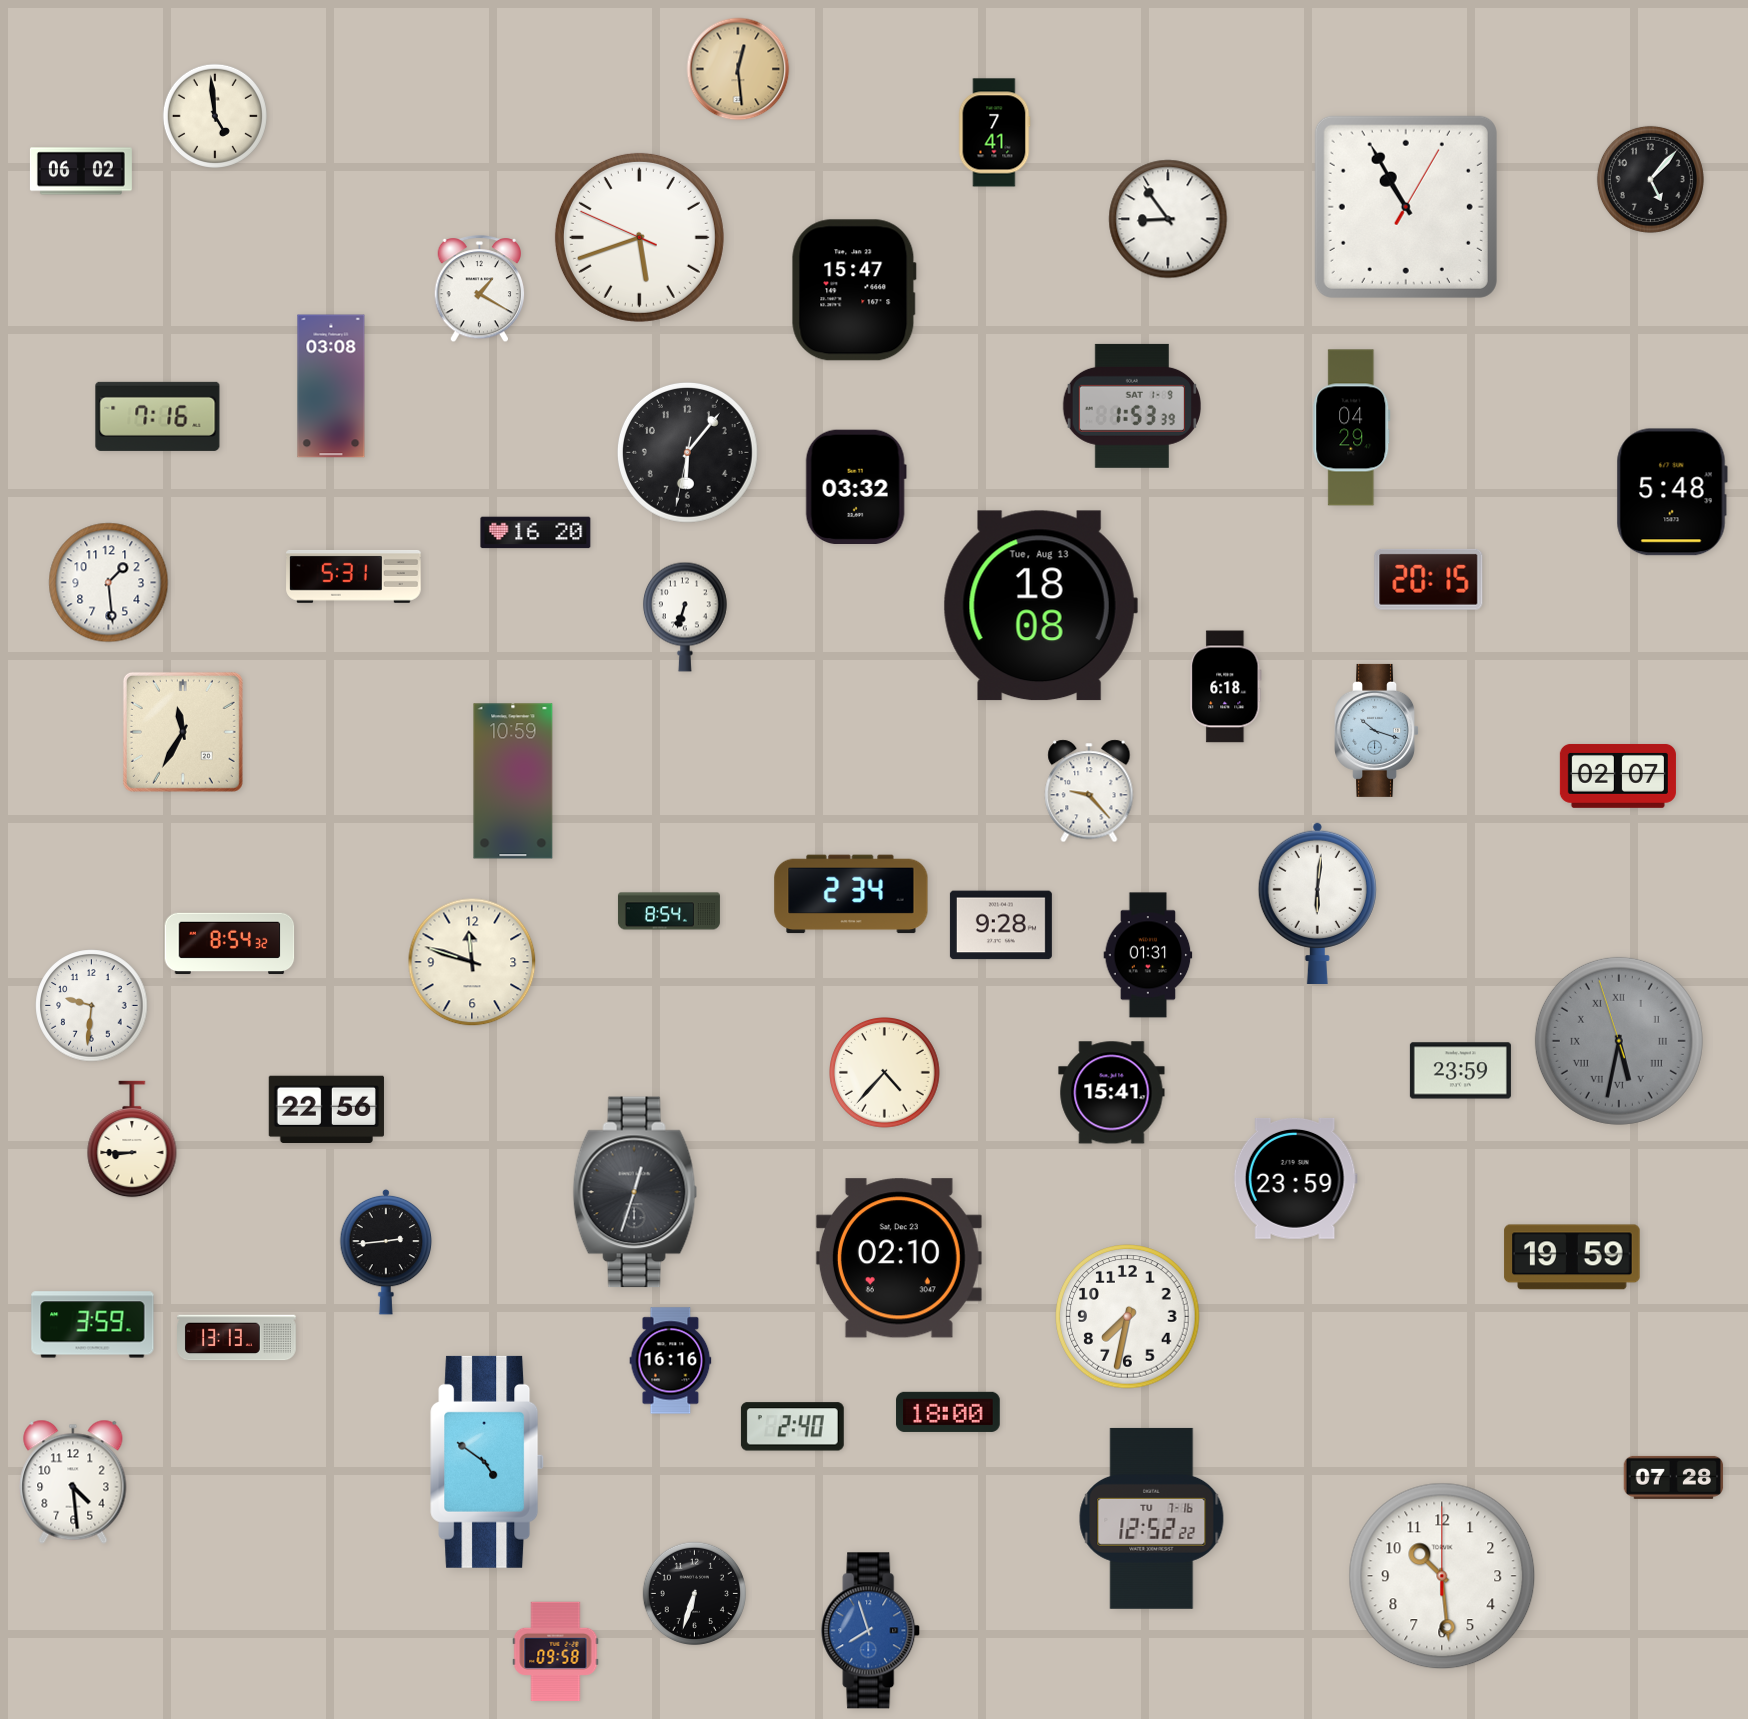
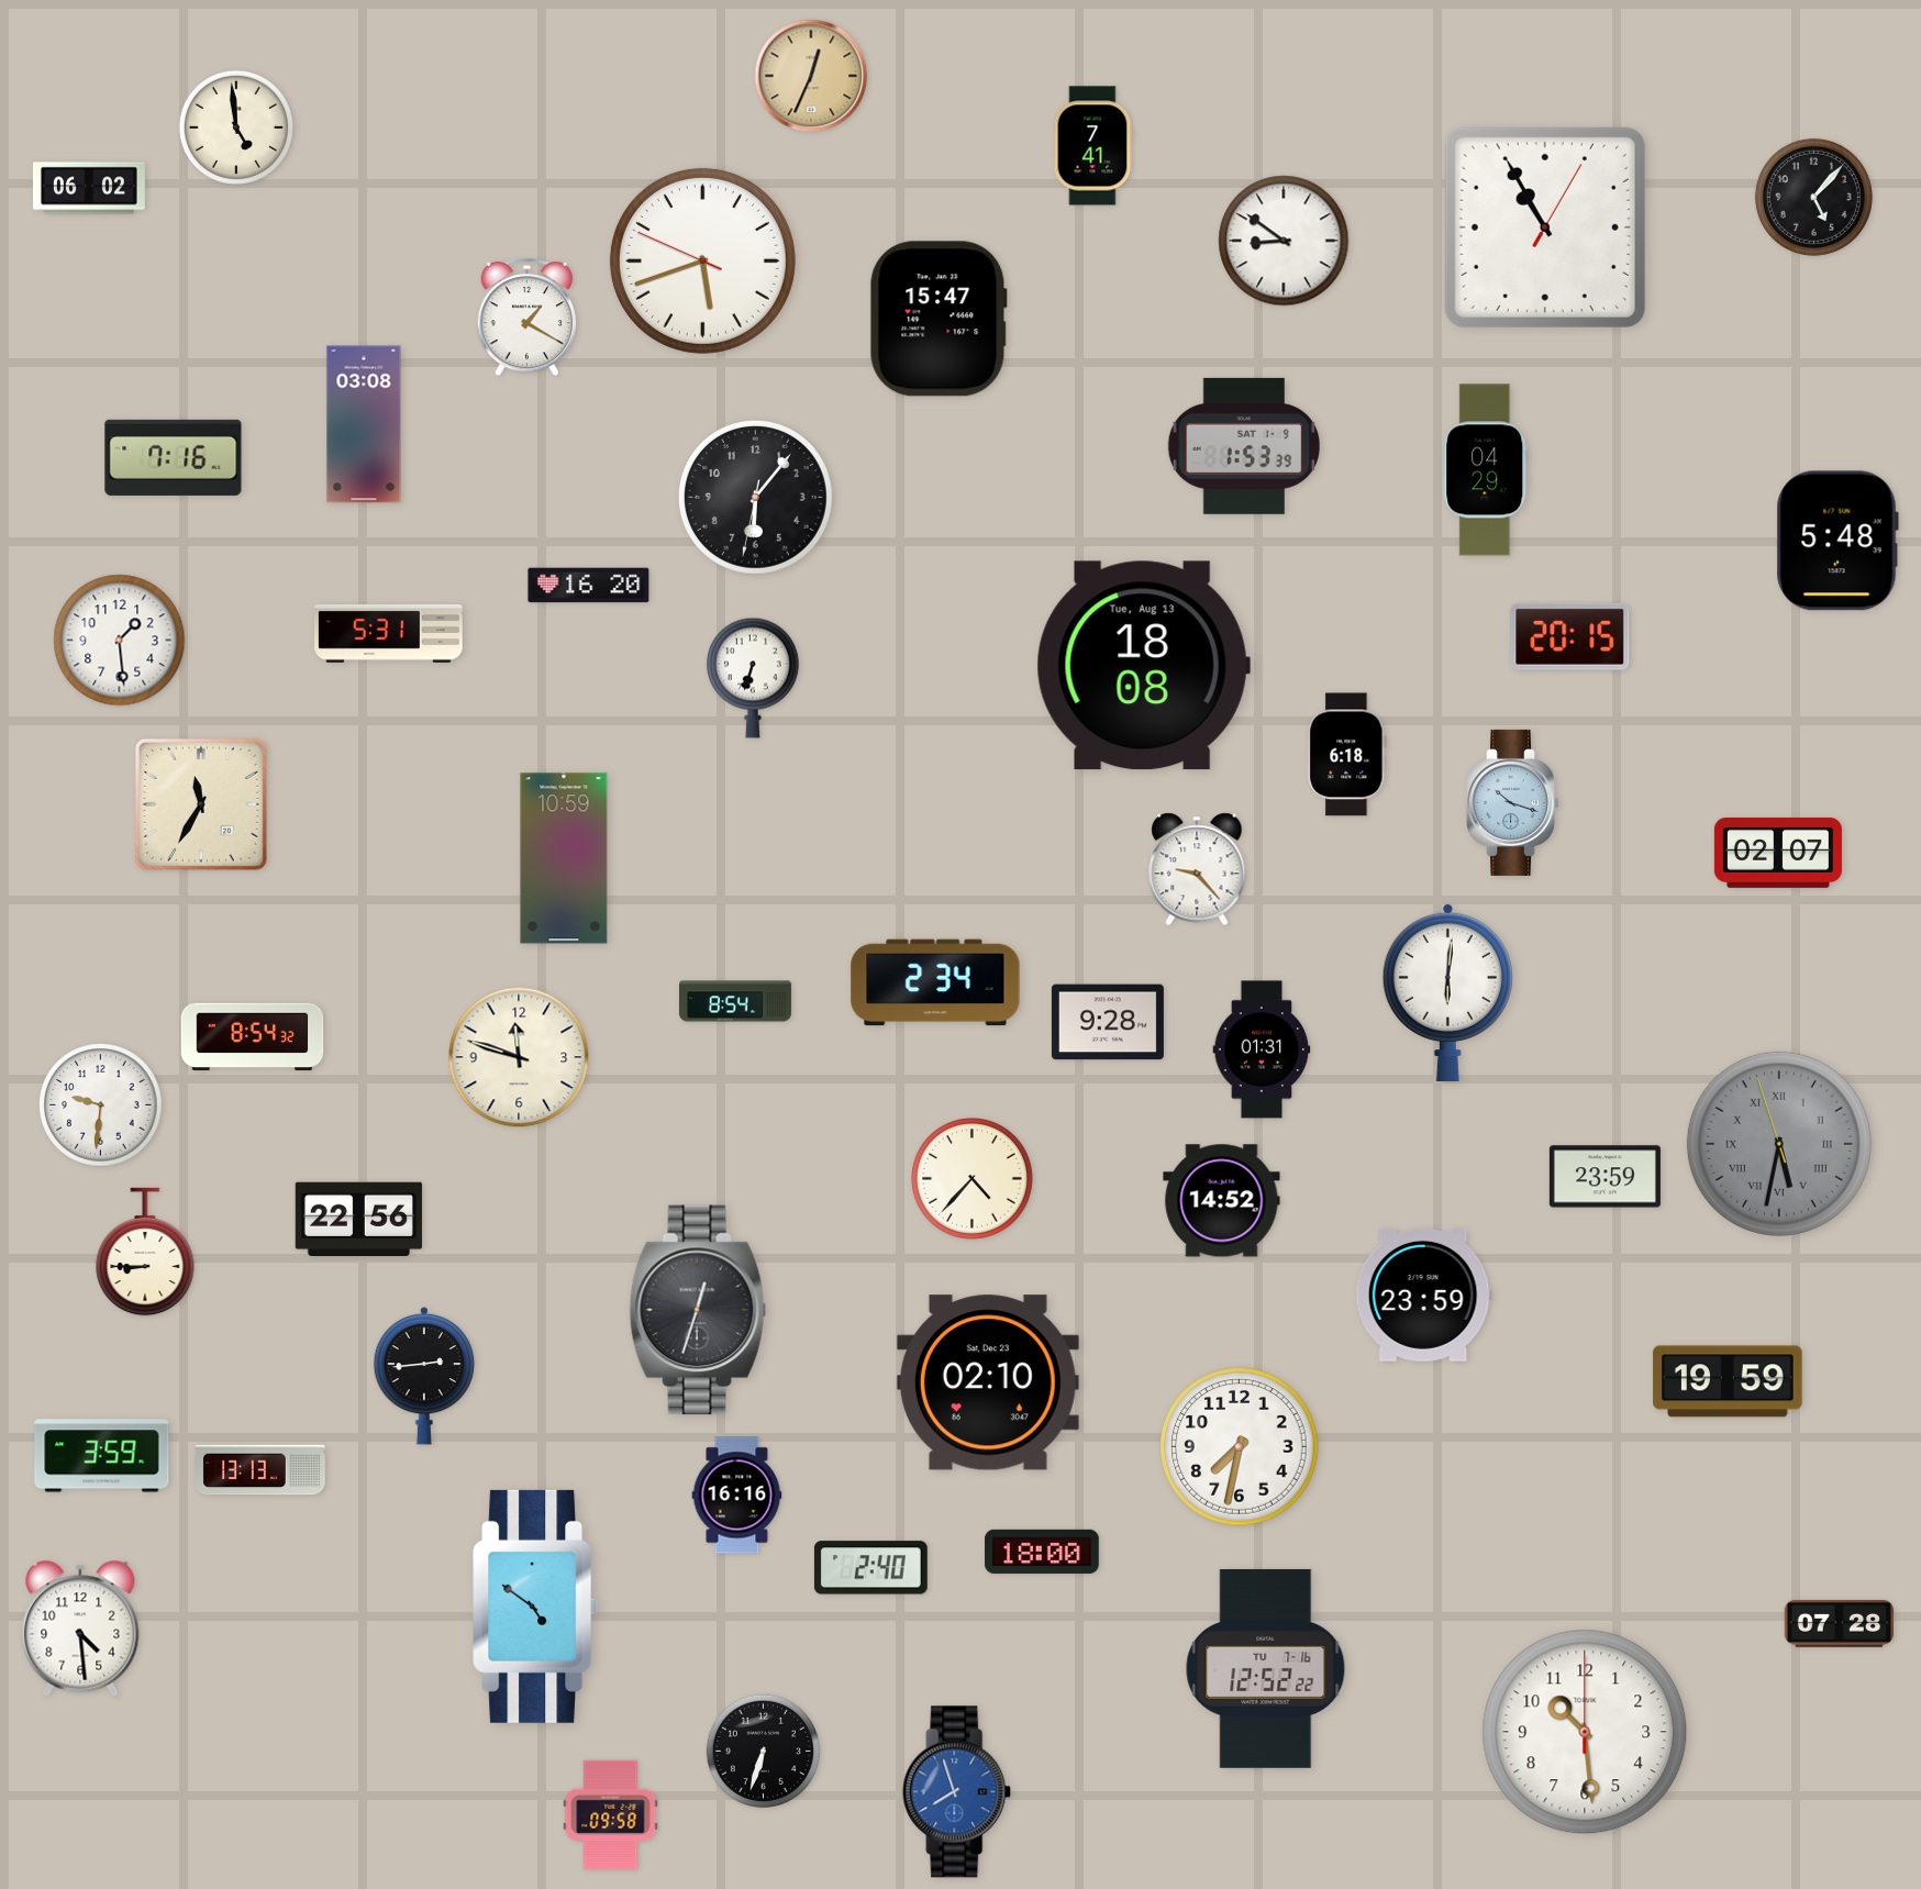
clock at (738, 69): 12:29 -> 12:34
clock at (1168, 219): 8:54 -> 8:51
clock at (856, 487): 03:32 -> none
clock at (1001, 925) position: (1001, 925) -> (1108, 1022)
clock at (1112, 1093): 15:41 -> 14:52
